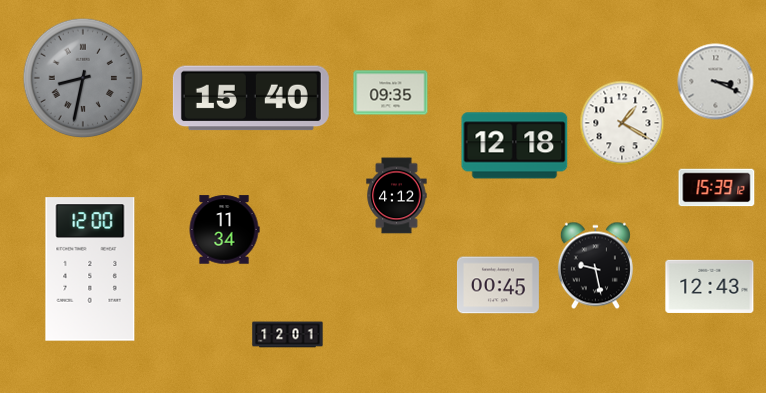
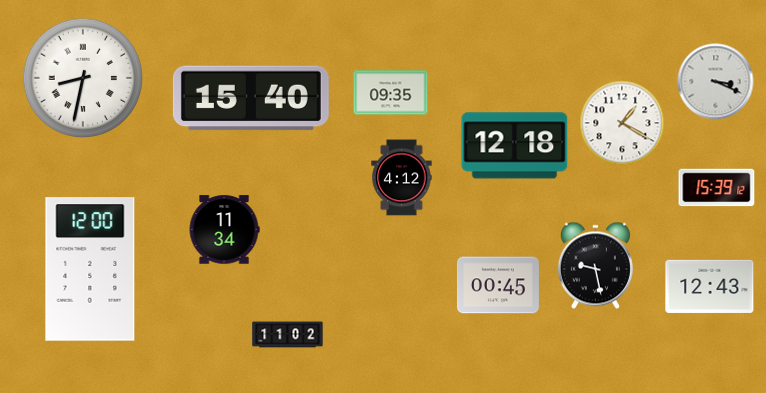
clock at (83, 78) dial: grey -> white
clock at (397, 196) position: (397, 196) -> (402, 178)
clock at (288, 335): 12:01 -> 11:02
